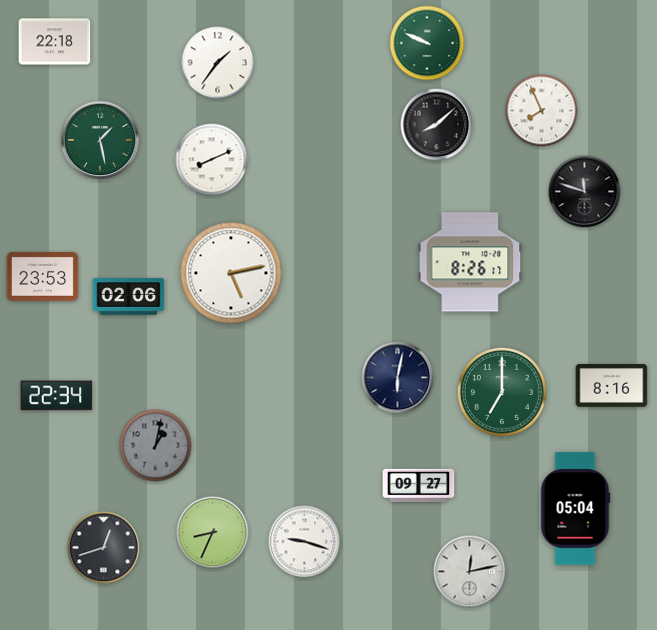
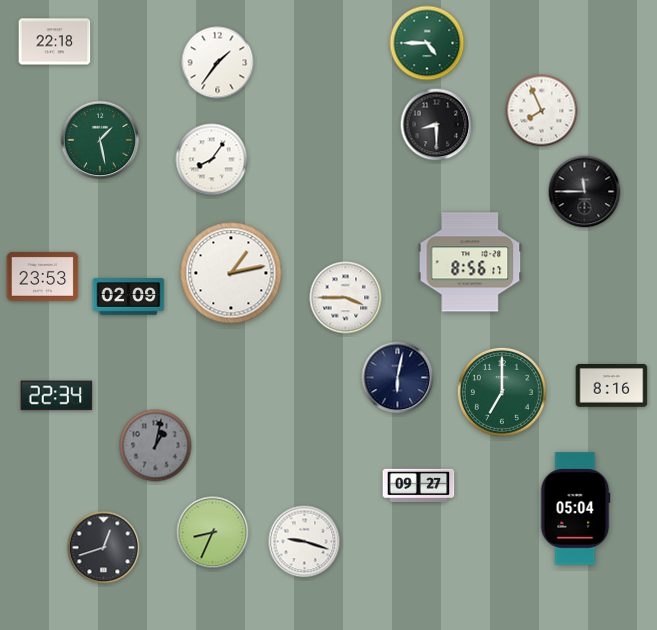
clock at (427, 43): 9:49 -> 4:45
clock at (437, 125): 8:08 -> 8:30
clock at (212, 160): 8:11 -> 8:06
clock at (585, 192): 11:48 -> 11:45
clock at (470, 262): 8:26 -> 8:56
clock at (231, 273): 5:13 -> 1:13
clock at (129, 297): 02:06 -> 02:09
clock at (346, 298): none -> 3:45
clock at (470, 572): 12:13 -> none
